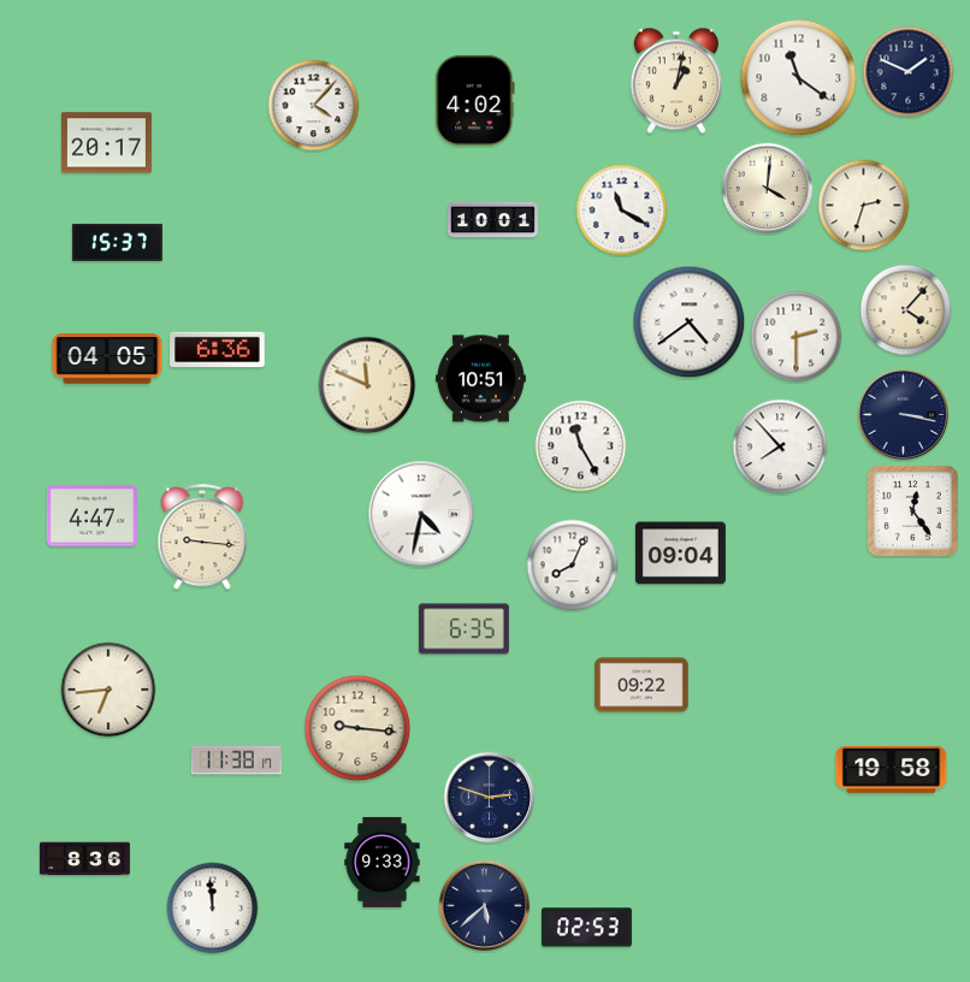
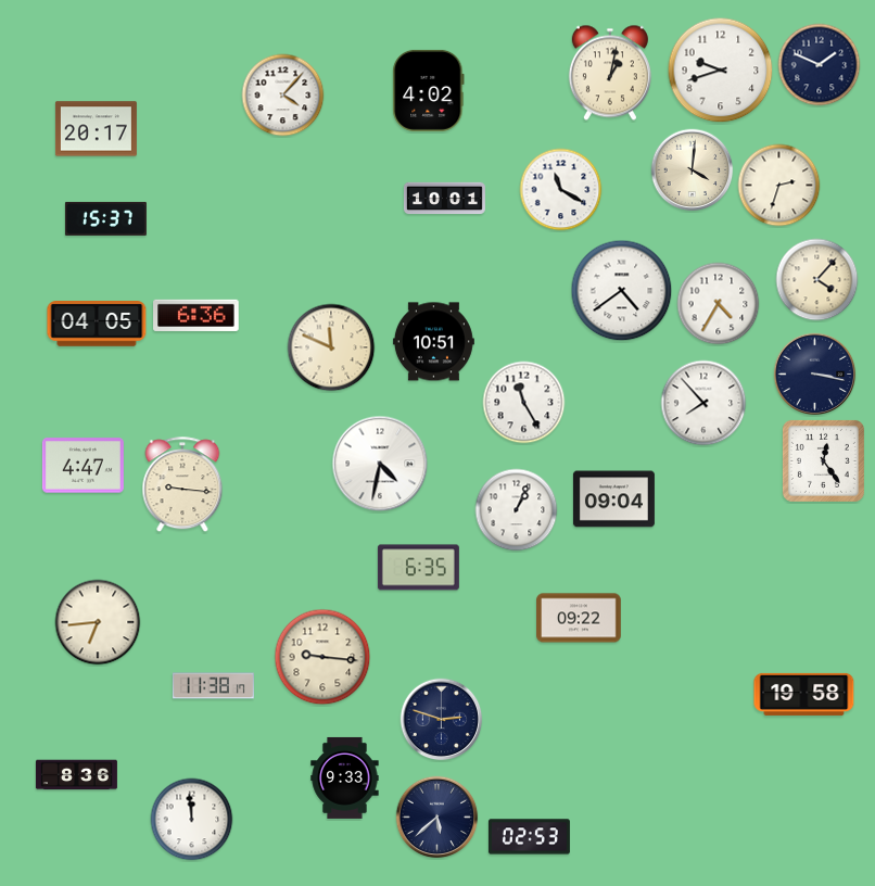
clock at (799, 78): 11:21 -> 9:42
clock at (797, 337): 2:30 -> 4:35
clock at (573, 566): 8:04 -> 1:04
